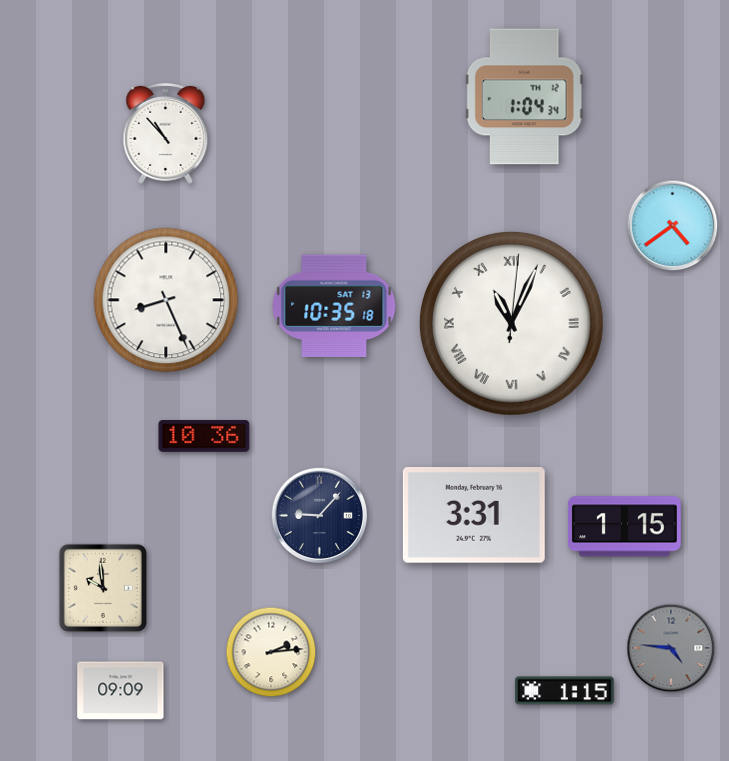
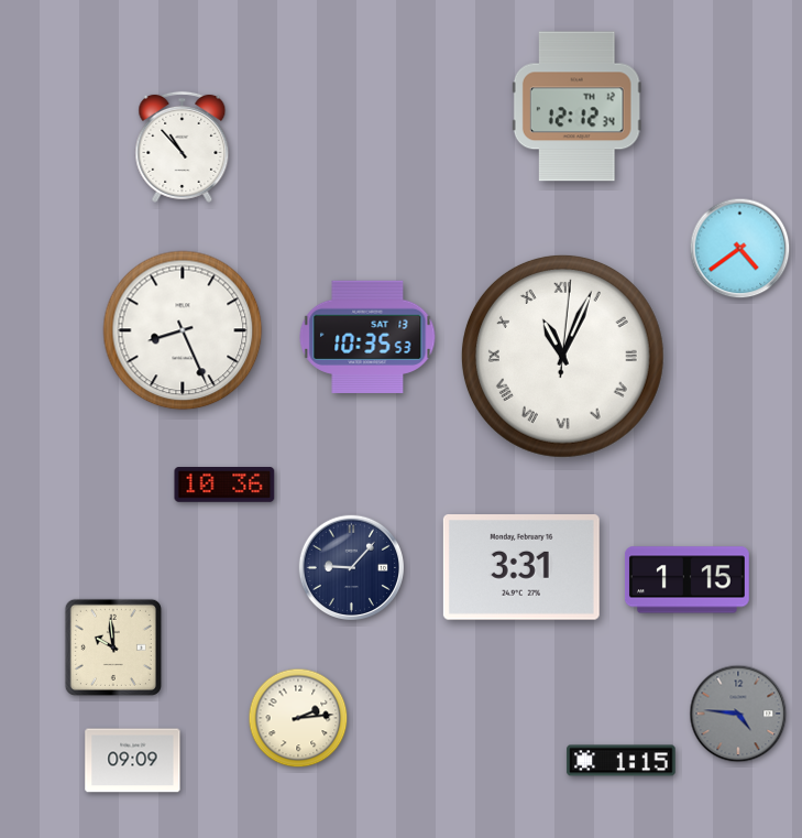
clock at (524, 97): 1:04 -> 12:12
clock at (334, 305): 10:35:18 -> 10:35:53
clock at (204, 437) position: (204, 437) -> (224, 486)
